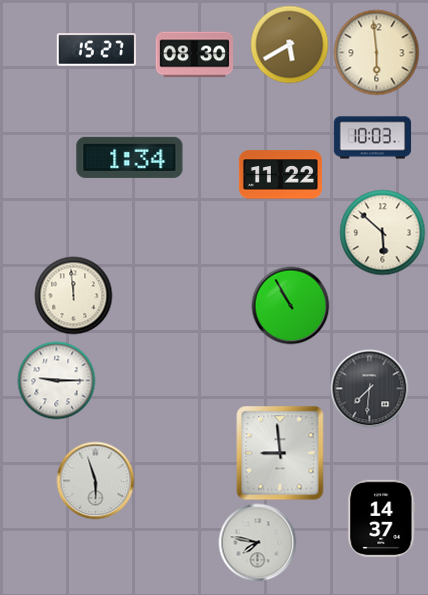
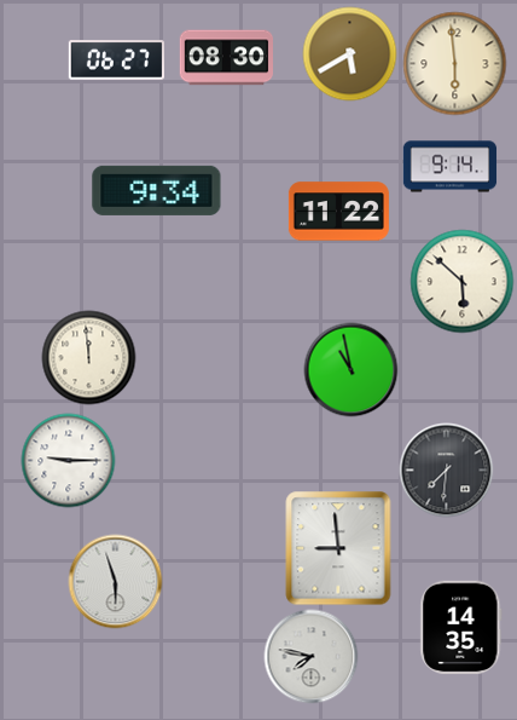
clock at (96, 50): 15:27 -> 06:27
clock at (194, 55) position: (194, 55) -> (226, 58)
clock at (372, 138): 10:03 -> 9:14
clock at (130, 157): 1:34 -> 9:34
clock at (290, 305): 10:55 -> 10:58
clock at (382, 518): 14:37 -> 14:35
